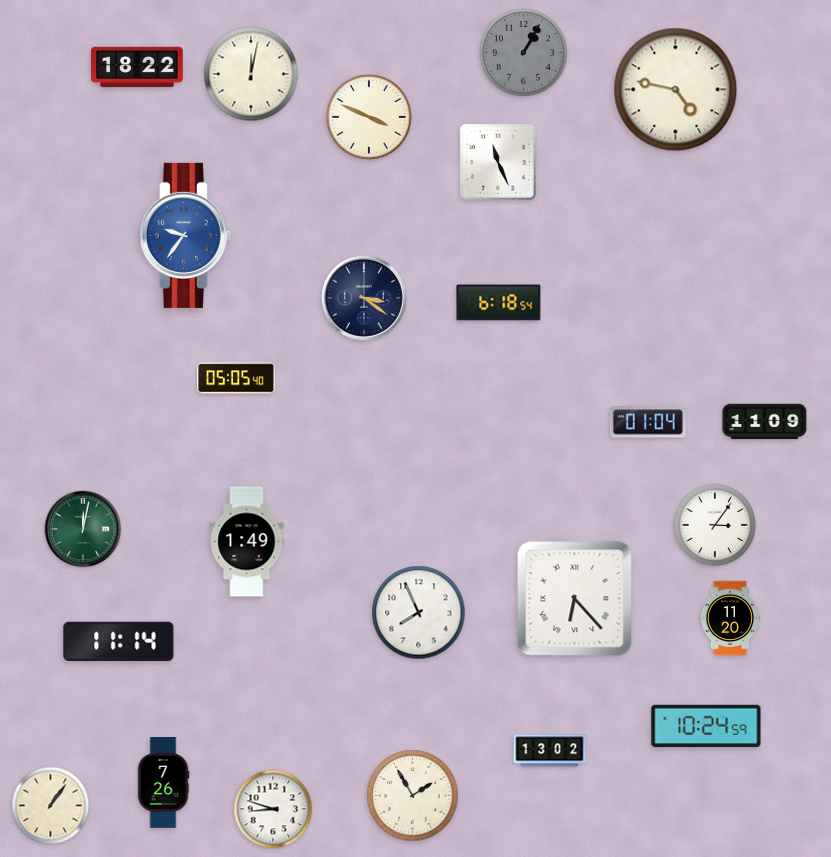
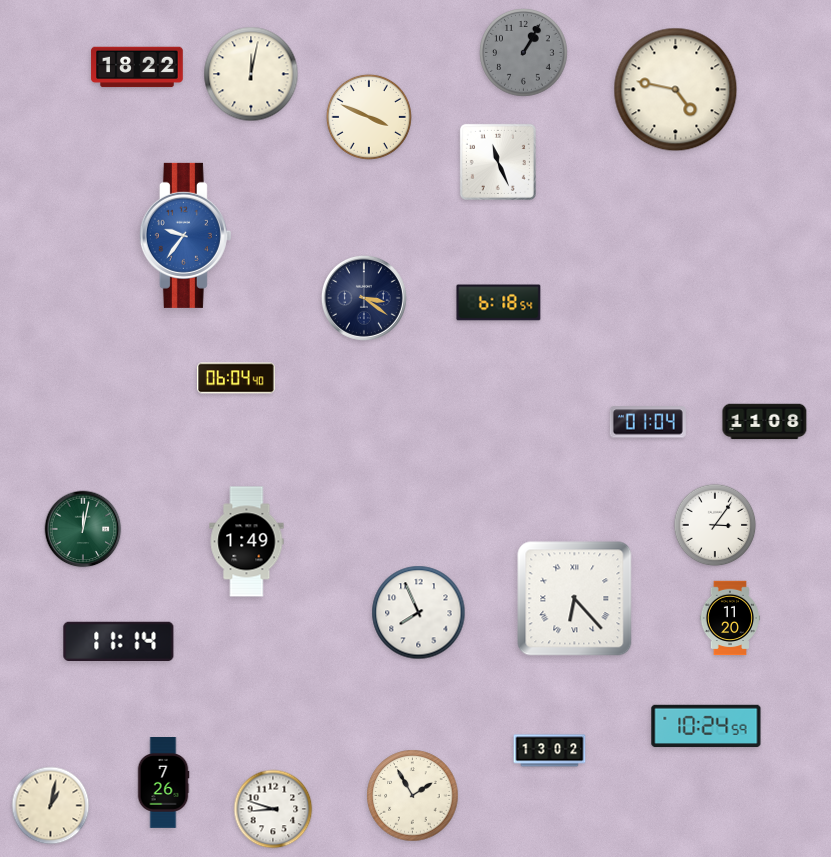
clock at (236, 378): 05:05 -> 06:04
clock at (765, 422): 11:09 -> 11:08
clock at (51, 806): 1:06 -> 1:02
